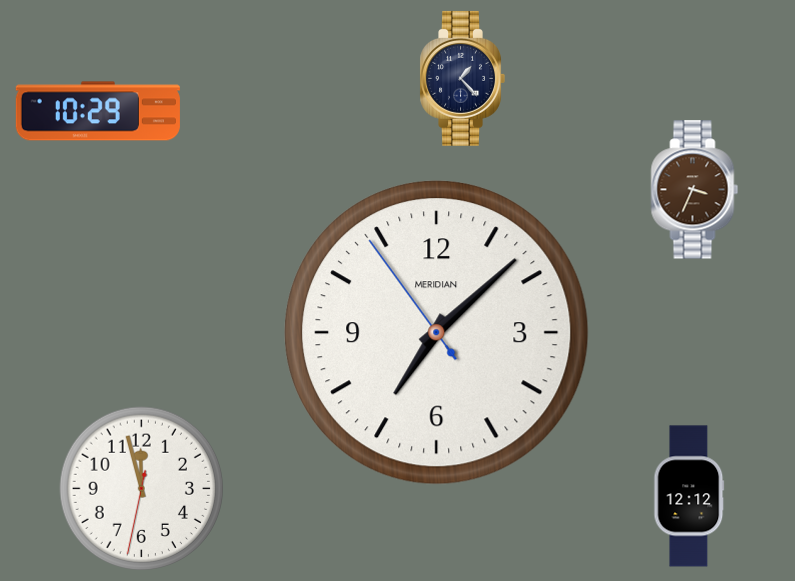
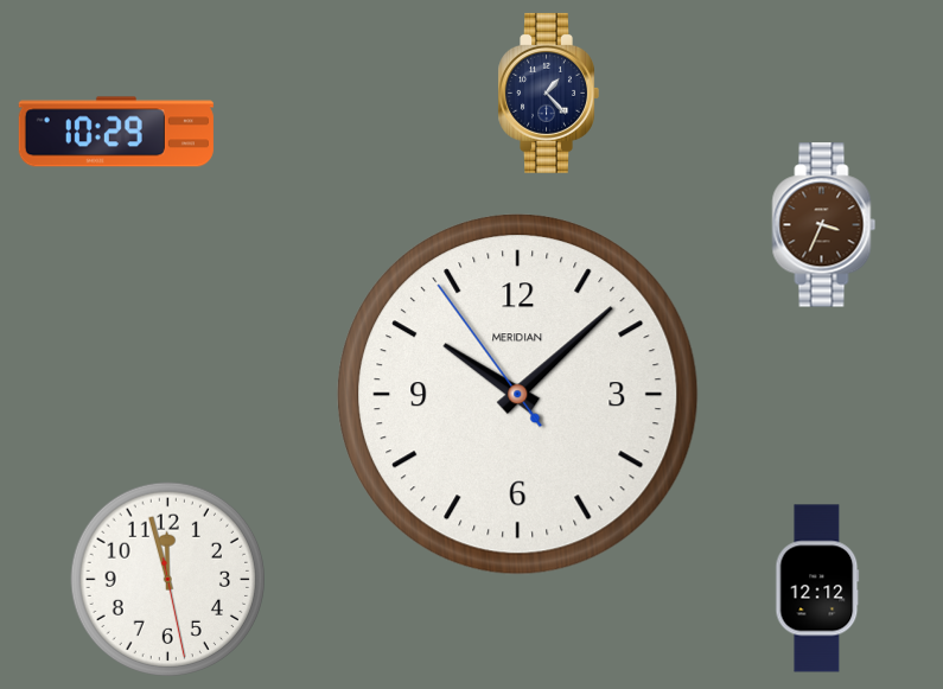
clock at (437, 333): 7:07 -> 10:07
clock at (142, 489): 11:57:32 -> 11:57:28
